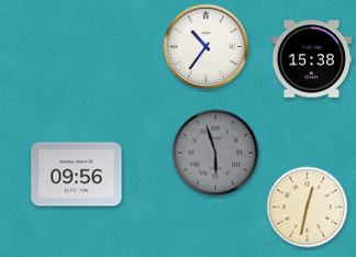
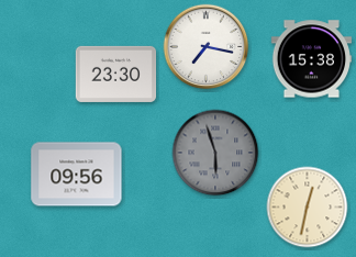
clock at (207, 47): 10:36 -> 7:17
clock at (116, 74): none -> 23:30
